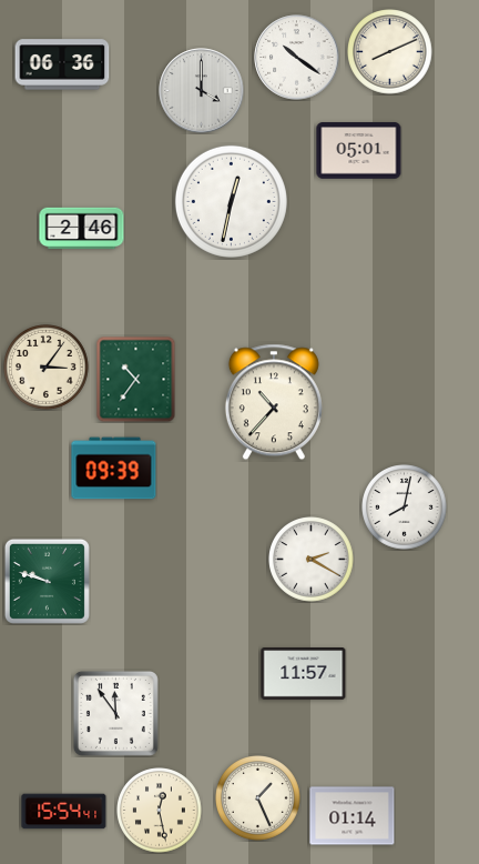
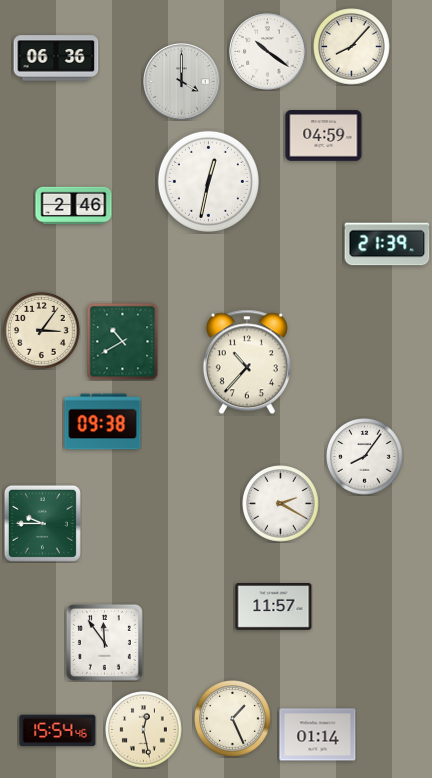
clock at (390, 52): 8:11 -> 8:07
clock at (359, 151): 05:01 -> 04:59
clock at (387, 244): none -> 21:39
clock at (136, 379): 10:36 -> 10:40
clock at (114, 469): 09:39 -> 09:38
clock at (405, 508): 8:02 -> 8:06
clock at (47, 581): 9:48 -> 9:45
clock at (64, 812): 15:54:41 -> 15:54:46
